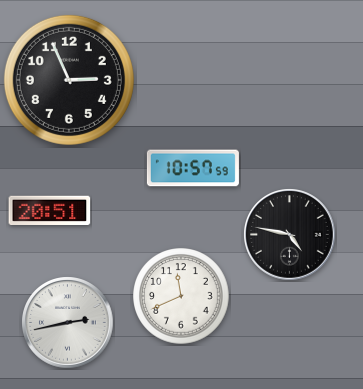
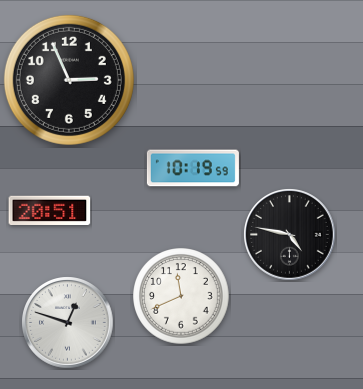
clock at (193, 168): 10:57 -> 10:19
clock at (68, 323): 2:43 -> 12:48
